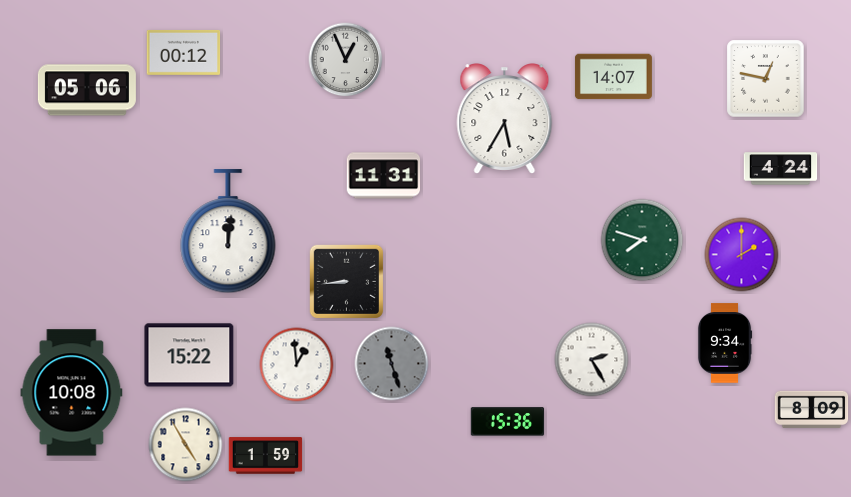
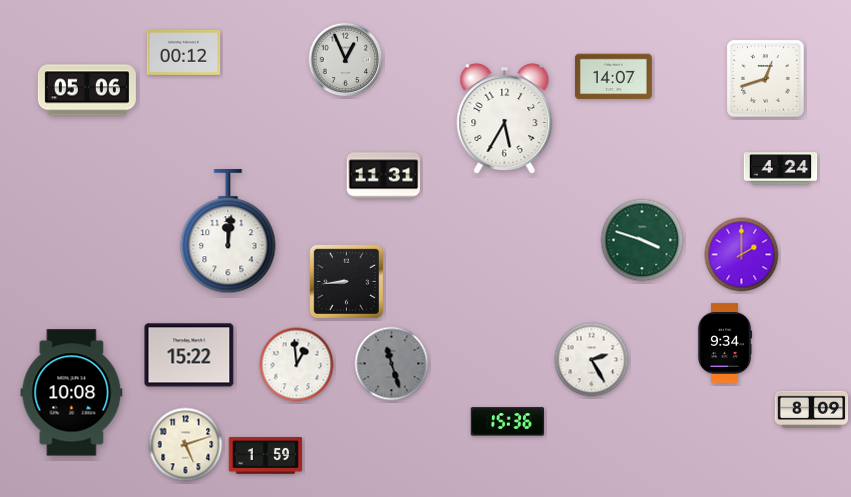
clock at (766, 79): 12:47 -> 12:42
clock at (642, 240): 7:48 -> 3:48
clock at (186, 445): 4:55 -> 5:12
